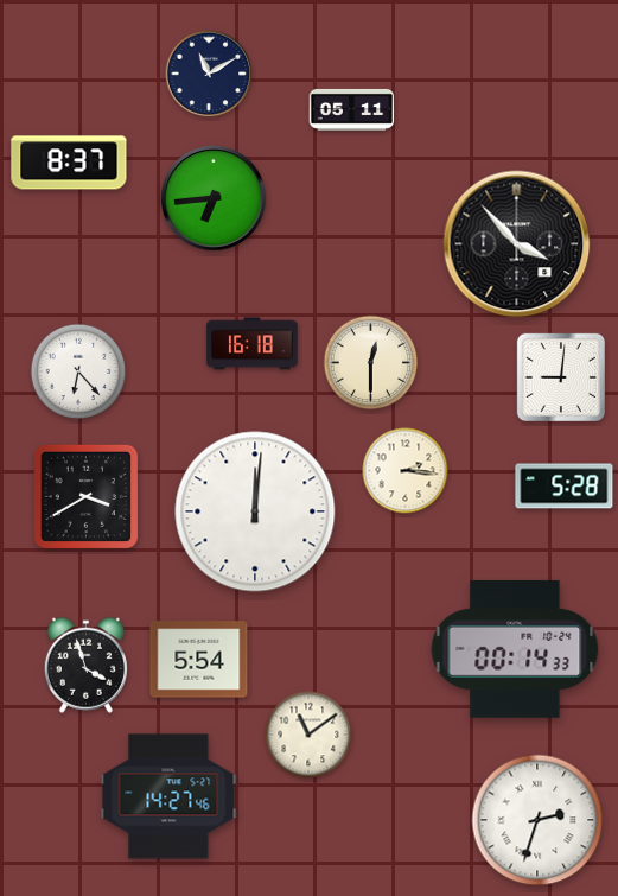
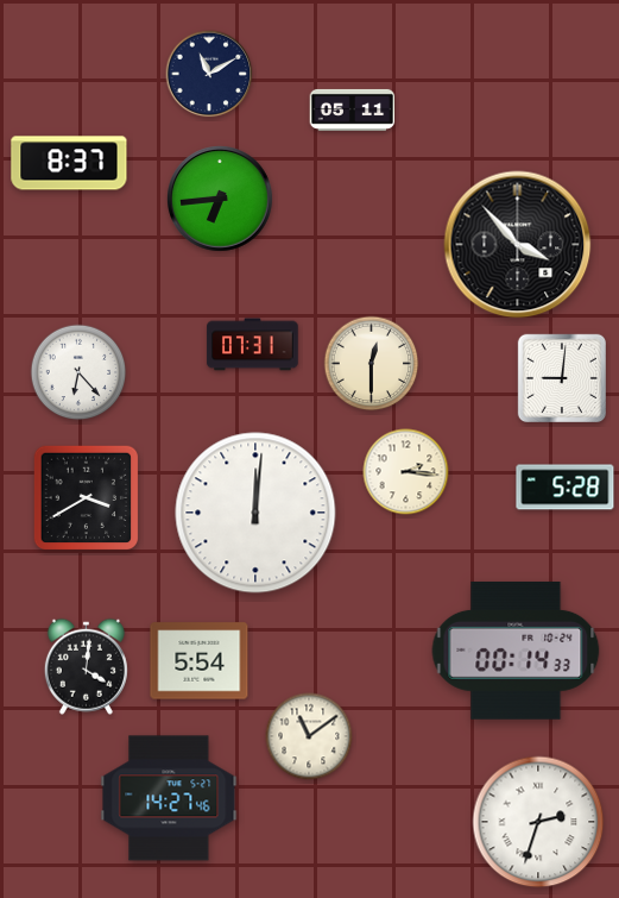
clock at (215, 199) position: (215, 199) -> (221, 200)
clock at (253, 344): 16:18 -> 07:31
clock at (85, 665): 3:57 -> 4:01
